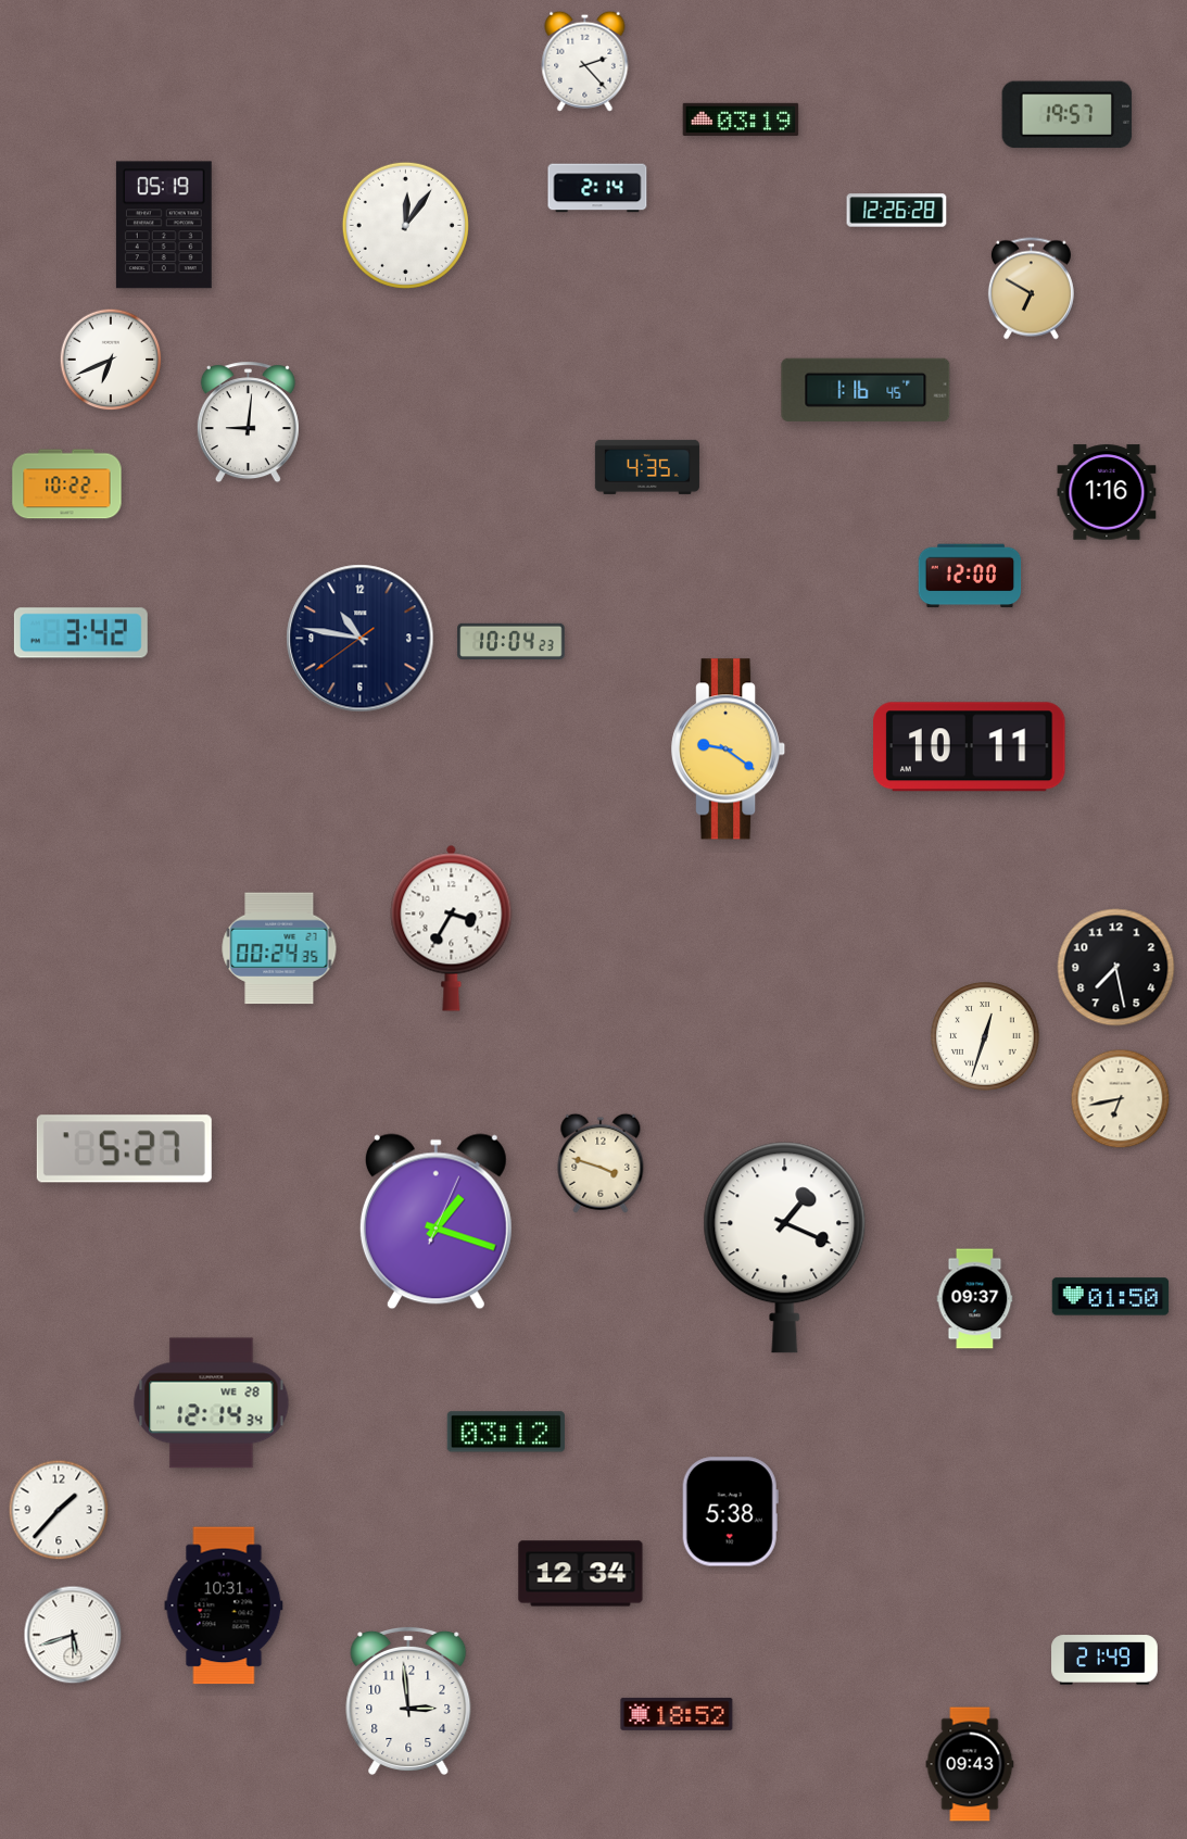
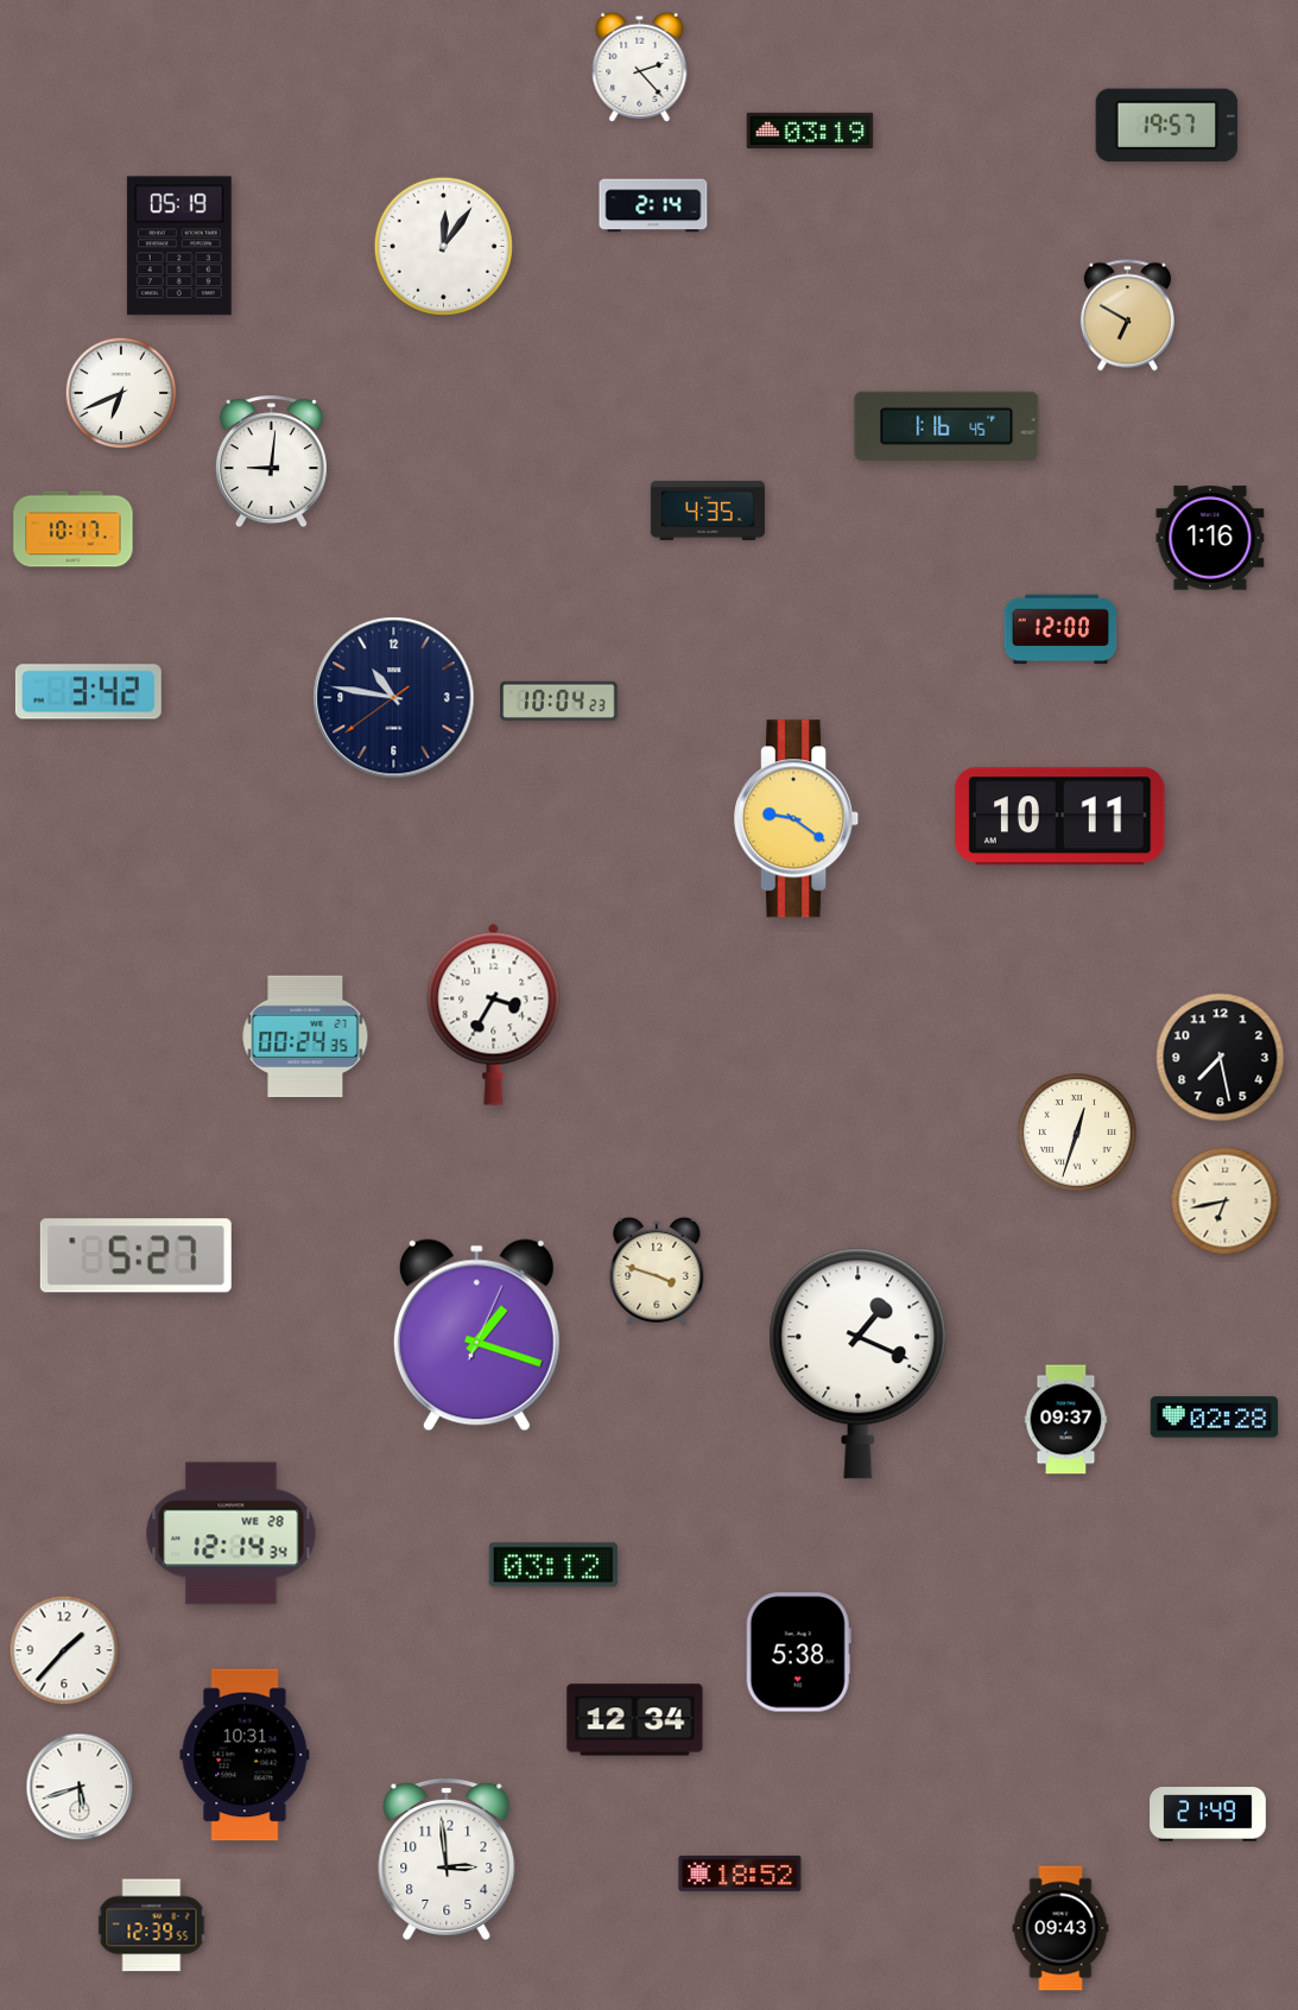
clock at (897, 211): 12:26 -> none
clock at (67, 484): 10:22 -> 10:17
clock at (1111, 1297): 01:50 -> 02:28
clock at (152, 1926): none -> 12:39
